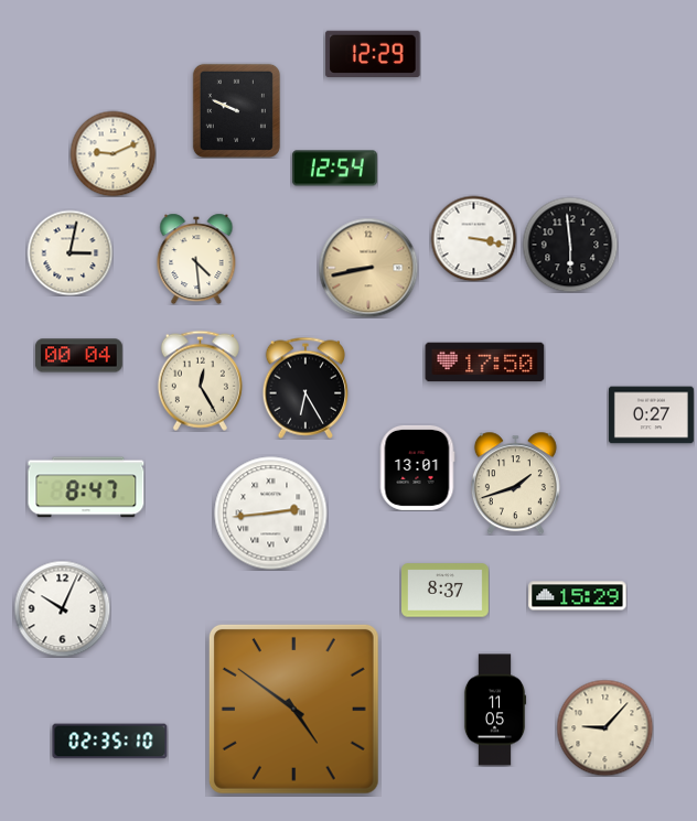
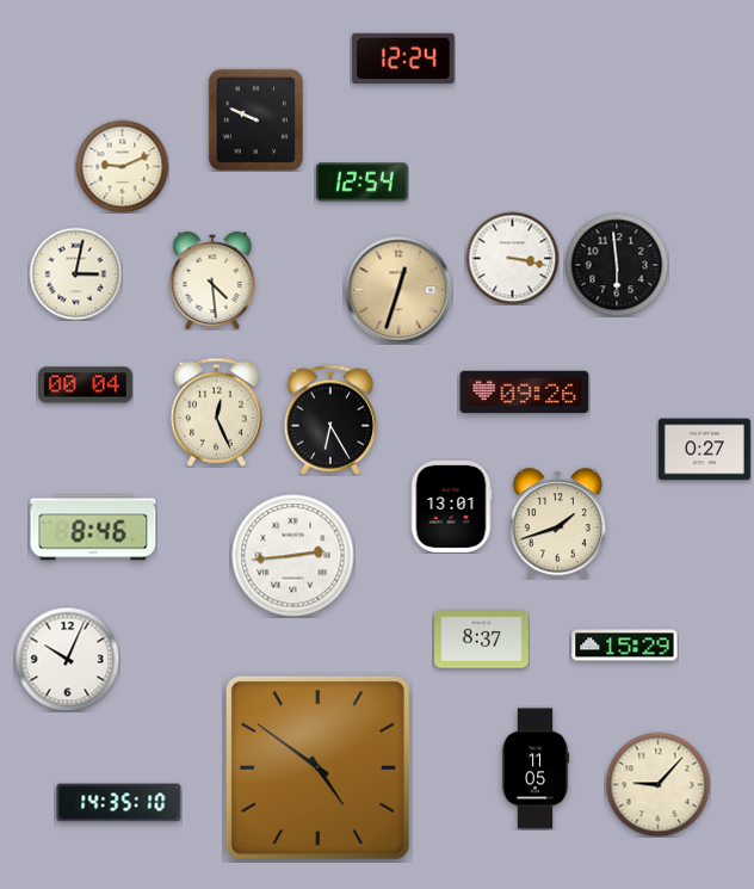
clock at (373, 53): 12:29 -> 12:24
clock at (368, 268): 8:43 -> 12:33
clock at (485, 363): 17:50 -> 09:26
clock at (200, 380): 12:25 -> 12:26
clock at (86, 487): 8:47 -> 8:46
clock at (604, 727) position: (604, 727) -> (657, 784)
clock at (110, 742): 02:35 -> 14:35
